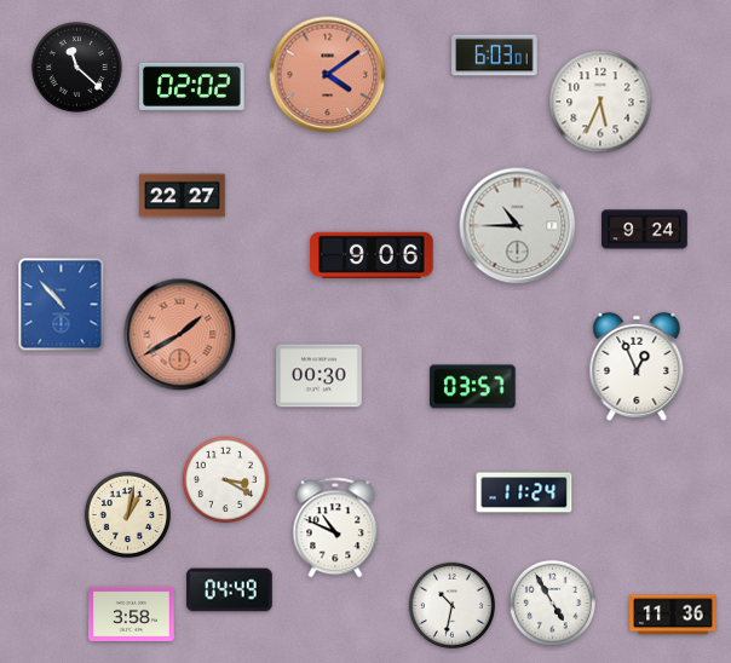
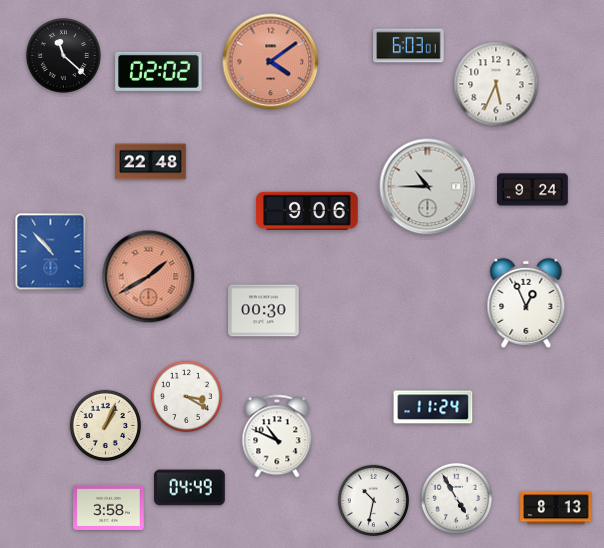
clock at (183, 196): 22:27 -> 22:48
clock at (473, 387): 03:57 -> none
clock at (127, 514): 1:02 -> 1:04
clock at (673, 615): 11:36 -> 8:13
